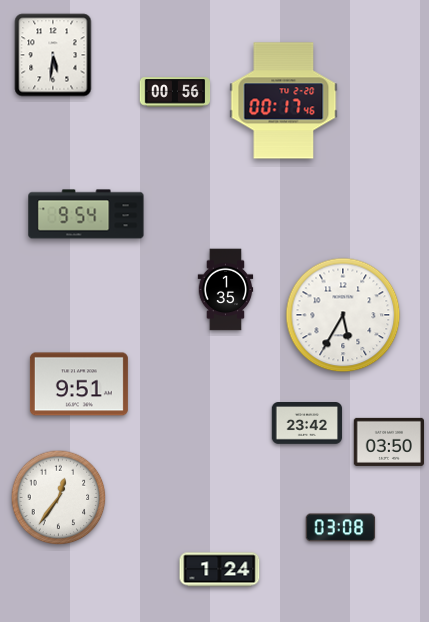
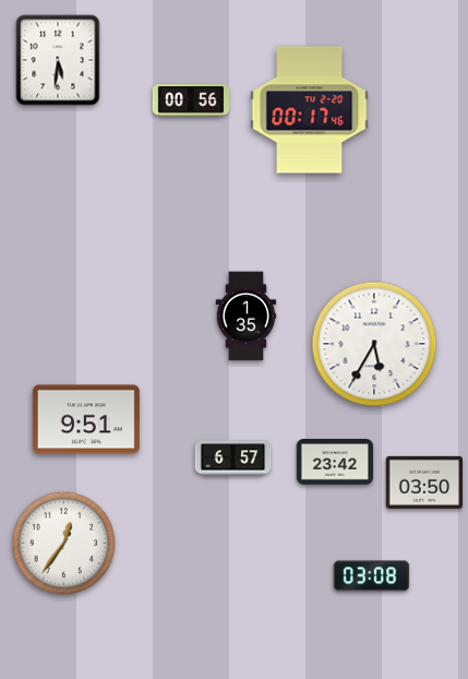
clock at (86, 214): 9:54 -> none
clock at (233, 458): none -> 6:57
clock at (220, 570): 1:24 -> none
